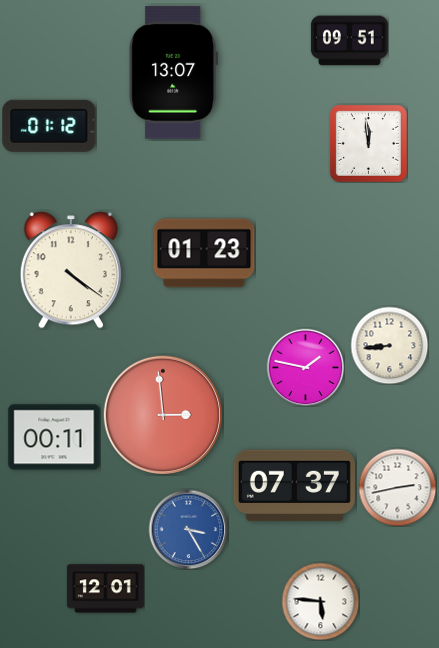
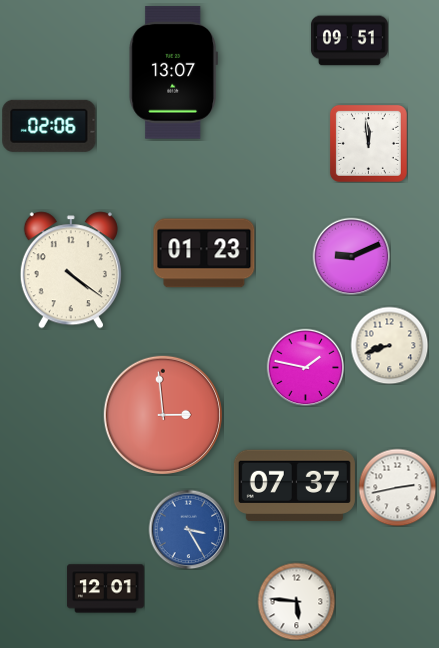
clock at (49, 126): 01:12 -> 02:06
clock at (351, 256): none -> 9:11
clock at (389, 345): 8:44 -> 8:42
clock at (54, 437): 00:11 -> none
clock at (320, 601) position: (320, 601) -> (296, 601)
